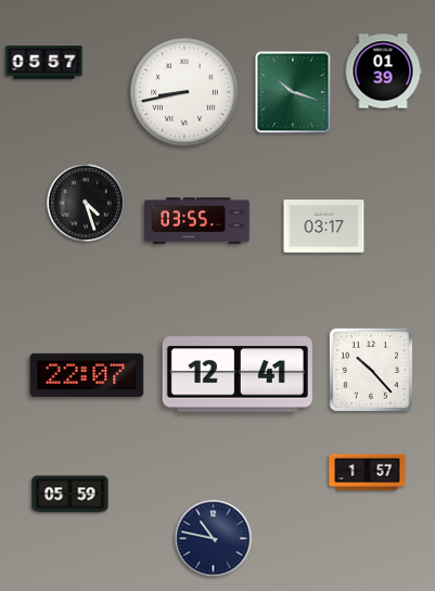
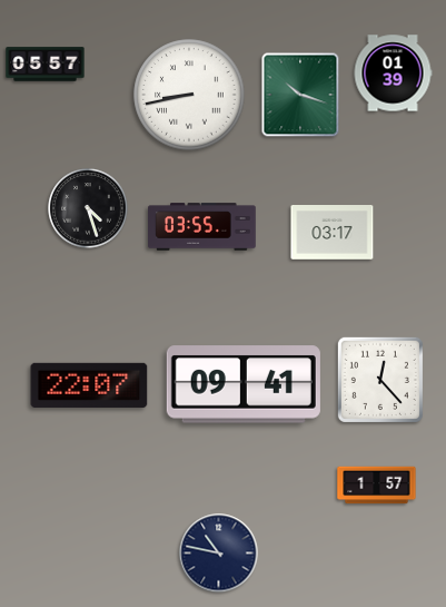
clock at (371, 370): 10:23 -> 12:23
clock at (238, 374): 12:41 -> 09:41
clock at (71, 494): 05:59 -> none
